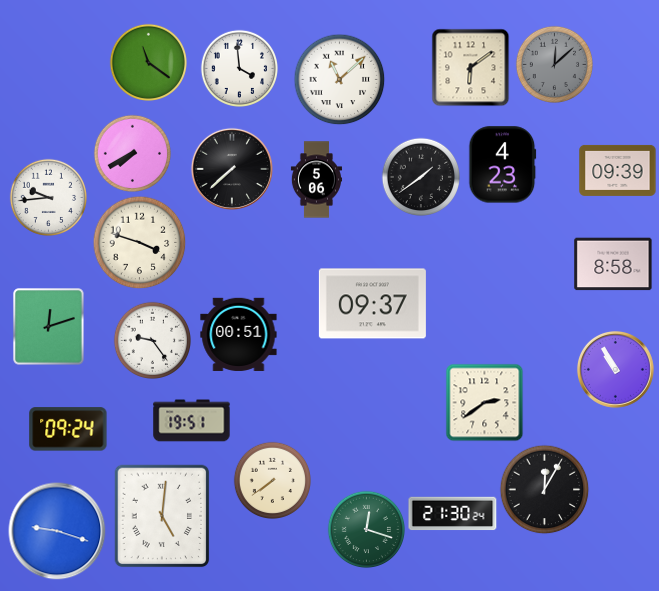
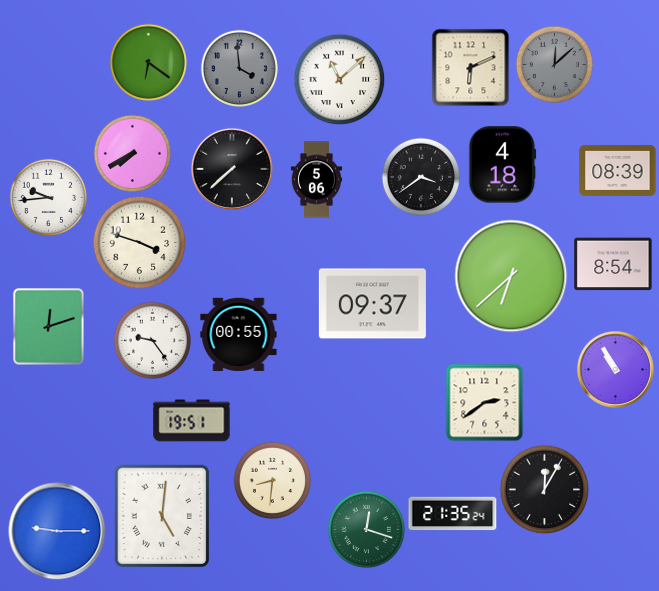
clock at (148, 62): 11:21 -> 6:21
clock at (470, 67): 6:09 -> 6:11
clock at (239, 68) dial: white -> grey
clock at (503, 165): 4:23 -> 4:18
clock at (618, 170): 09:39 -> 08:39
clock at (421, 177): 1:39 -> 3:39
clock at (613, 264): 8:58 -> 8:54
clock at (511, 276): none -> 6:38
clock at (239, 334): 00:51 -> 00:55
clock at (68, 429): 09:24 -> none
clock at (272, 480): 7:39 -> 8:31
clock at (453, 514): 21:30 -> 21:35
clock at (57, 531): 9:18 -> 9:15
